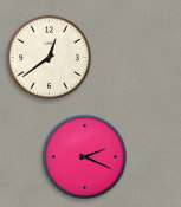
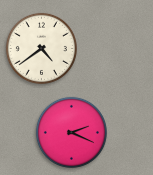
clock at (49, 57): 12:39 -> 4:39
